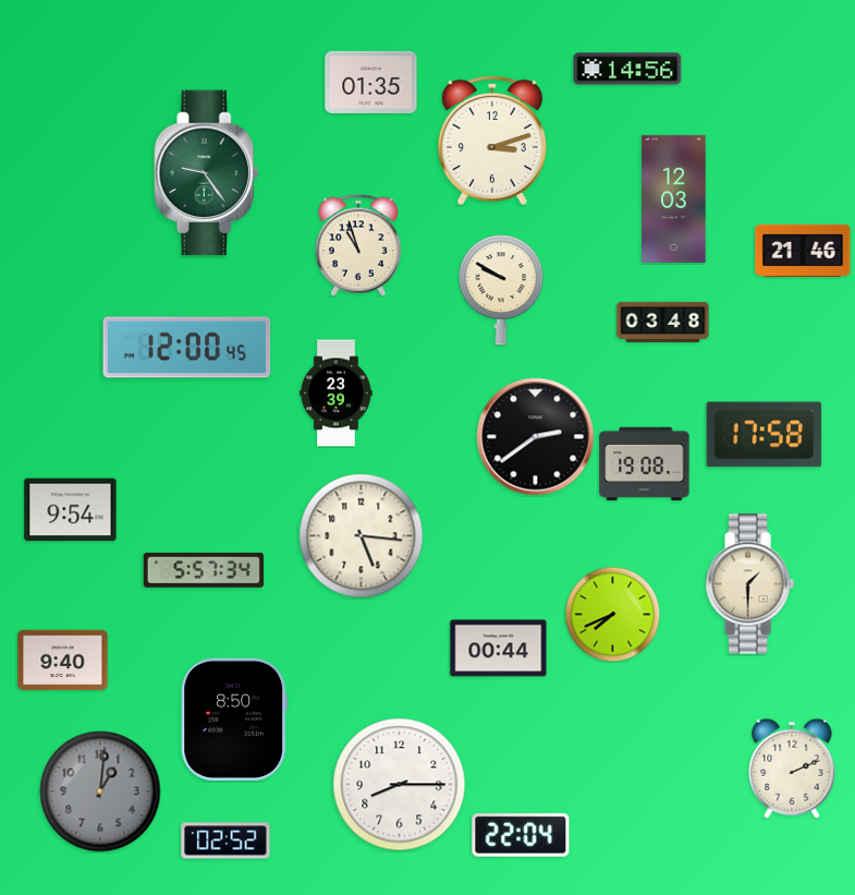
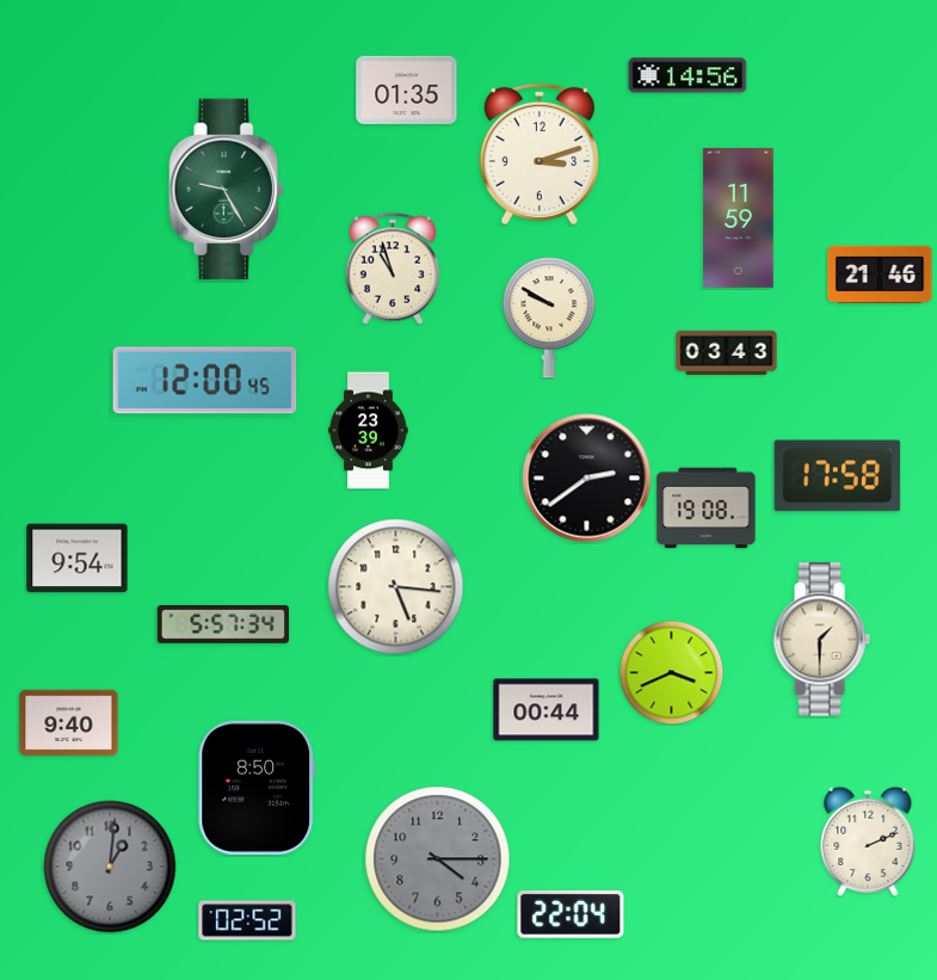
clock at (207, 173): 9:24 -> 9:25
clock at (674, 198): 12:03 -> 11:59
clock at (663, 322): 03:48 -> 03:43
clock at (612, 614): 7:41 -> 3:41
clock at (400, 785): 8:15 -> 4:15
clock at (400, 785) dial: white -> grey
